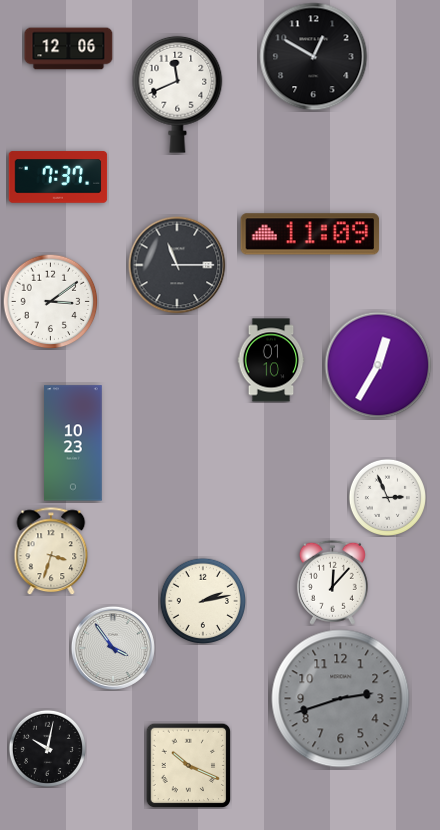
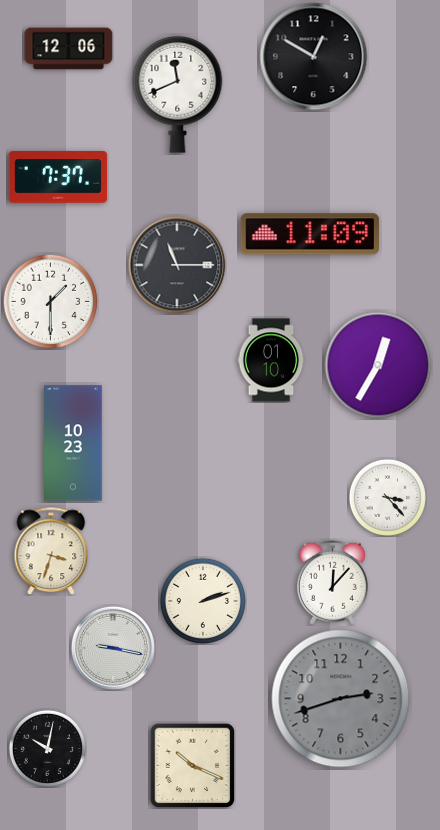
clock at (50, 301): 3:09 -> 1:30
clock at (387, 497): 2:56 -> 3:23
clock at (203, 601): 2:13 -> 2:12
clock at (113, 648): 3:54 -> 9:17
clock at (188, 765) position: (188, 765) -> (192, 765)
